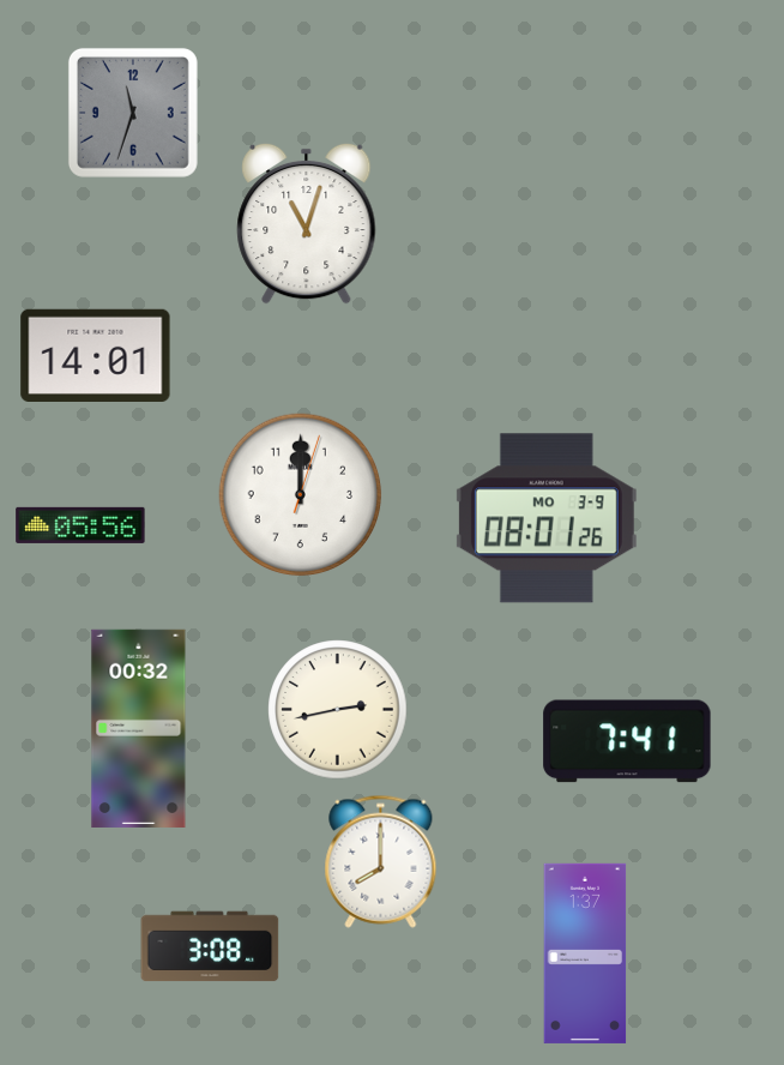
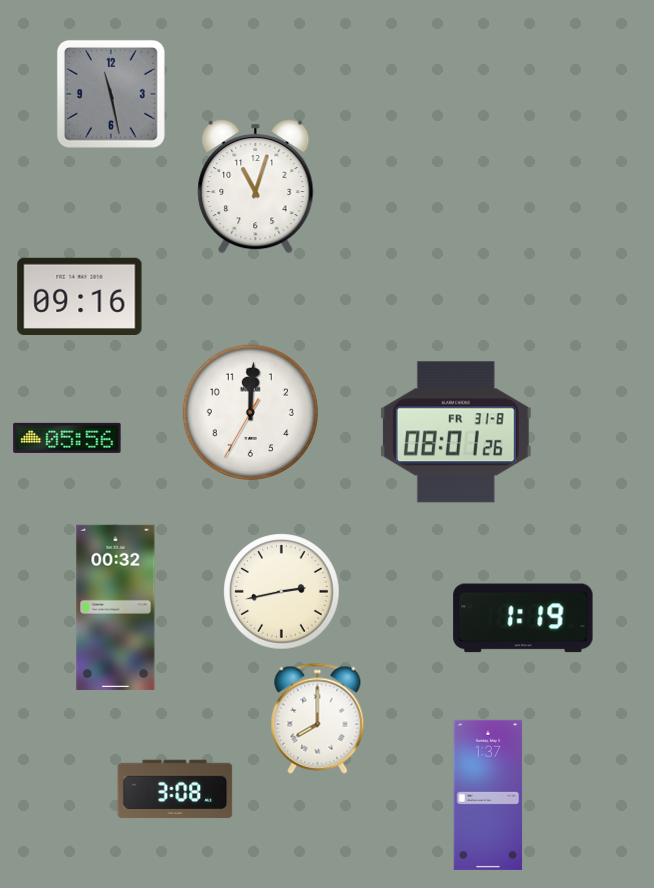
clock at (133, 113): 11:33 -> 11:28
clock at (96, 355): 14:01 -> 09:16
clock at (301, 495): 12:00:03 -> 12:00:35
clock at (547, 518) date: MO 3-9 -> FR 31-8
clock at (627, 741): 7:41 -> 1:19
